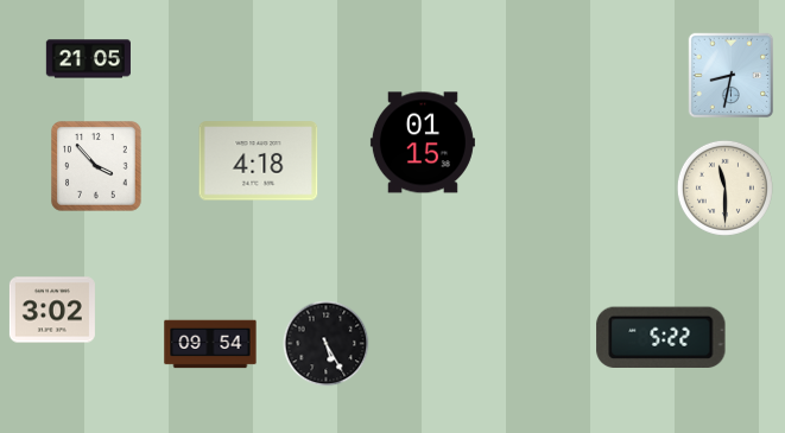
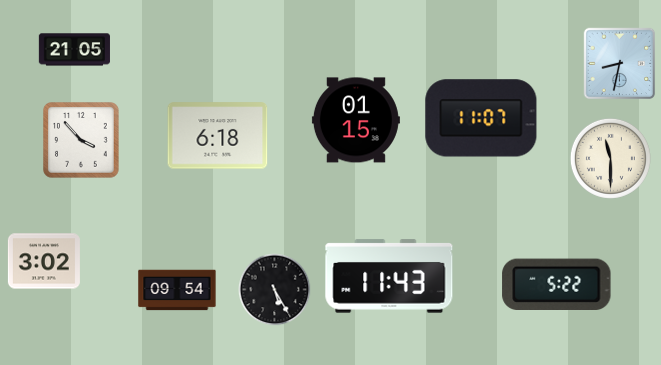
clock at (732, 76) position: (732, 76) -> (620, 64)
clock at (481, 118): none -> 11:07
clock at (259, 161): 4:18 -> 6:18
clock at (389, 276): none -> 11:43
